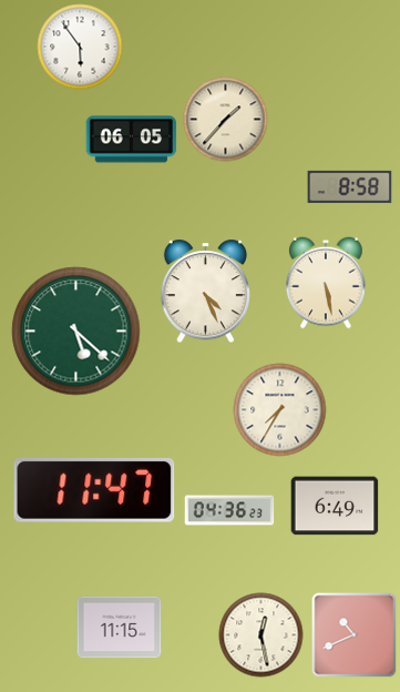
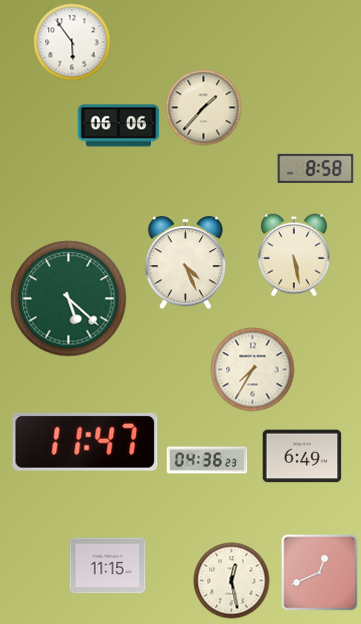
clock at (132, 140): 06:05 -> 06:06
clock at (261, 635) position: (261, 635) -> (232, 581)
clock at (355, 635): 10:41 -> 12:41
